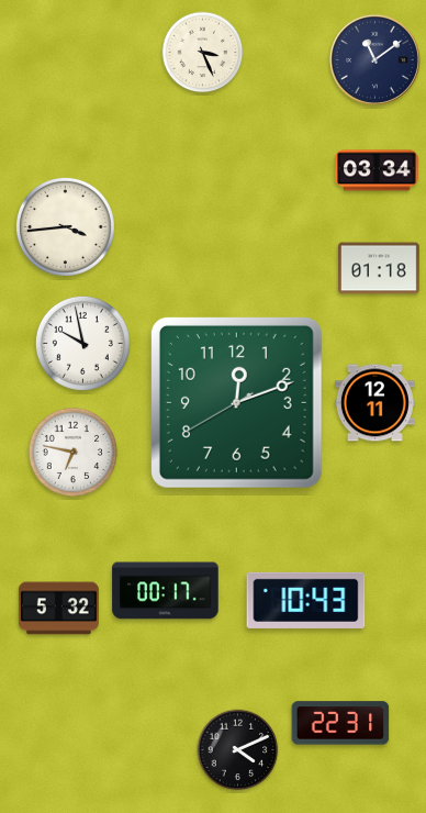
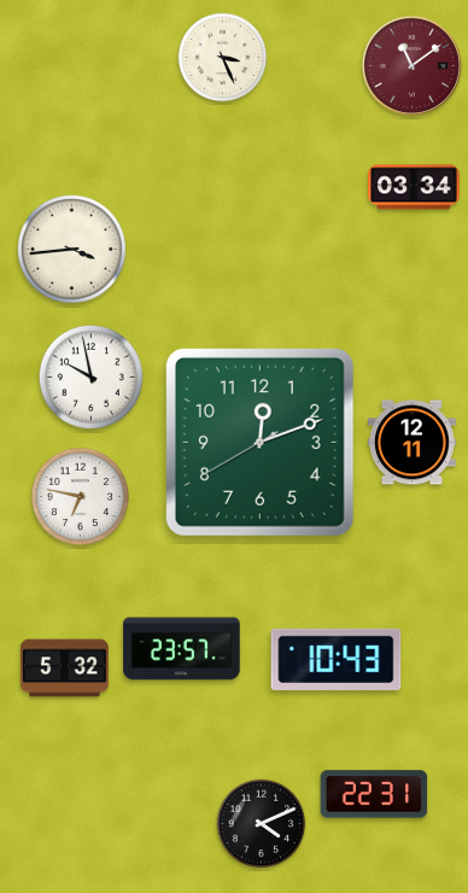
clock at (374, 59) dial: navy -> burgundy
clock at (380, 268): 01:18 -> none
clock at (166, 591): 00:17 -> 23:57
